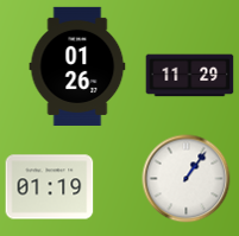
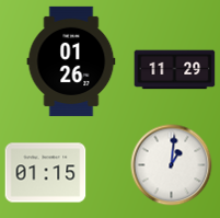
clock at (187, 179): 1:06 -> 1:01
clock at (50, 187): 01:19 -> 01:15
